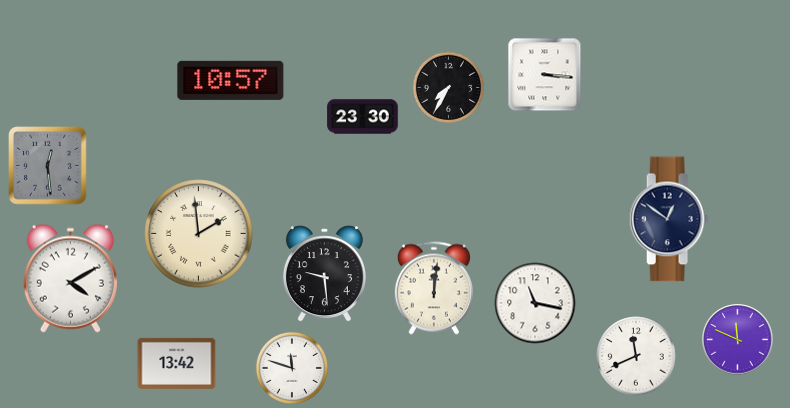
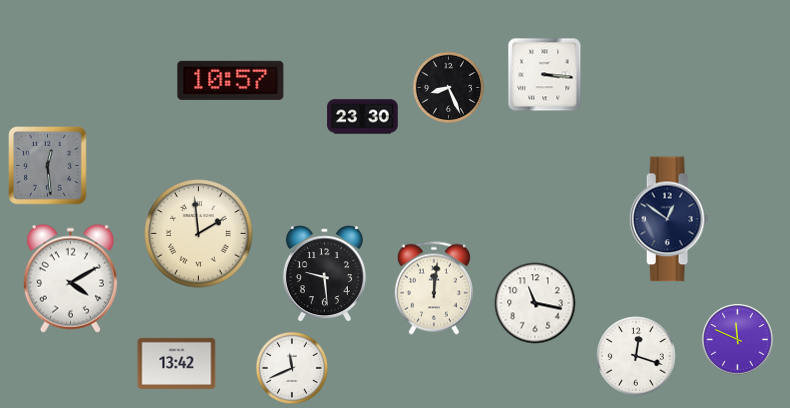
clock at (448, 87): 7:35 -> 8:26
clock at (636, 356): 11:41 -> 12:18
clock at (292, 368): 11:48 -> 11:41
